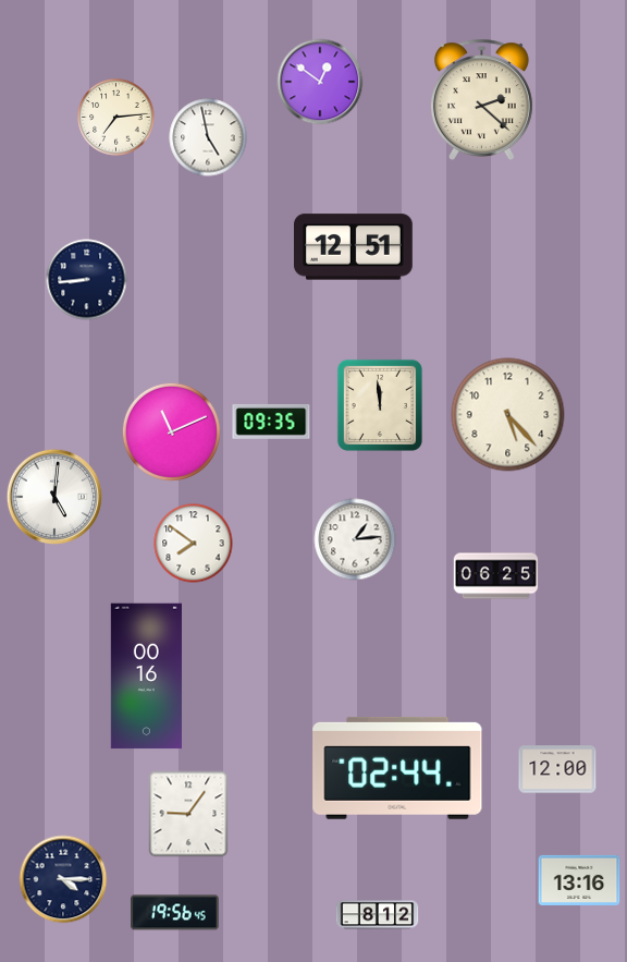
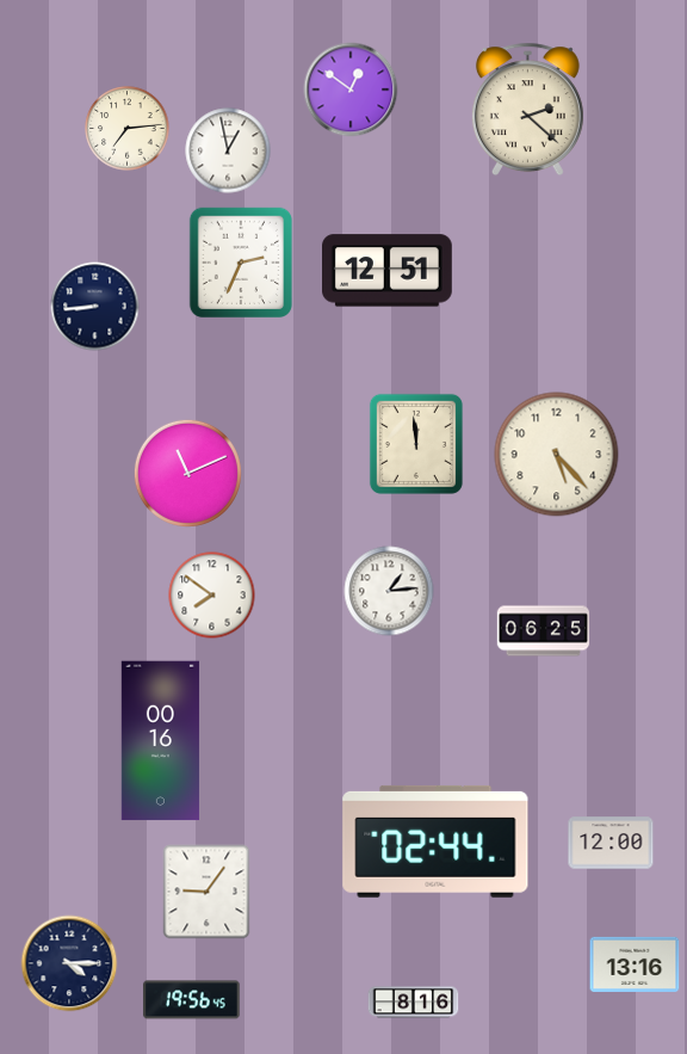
clock at (208, 137): 4:58 -> 12:58
clock at (240, 261): none -> 2:34
clock at (271, 422): 09:35 -> none
clock at (53, 496): 5:01 -> none
clock at (378, 915): 8:12 -> 8:16
